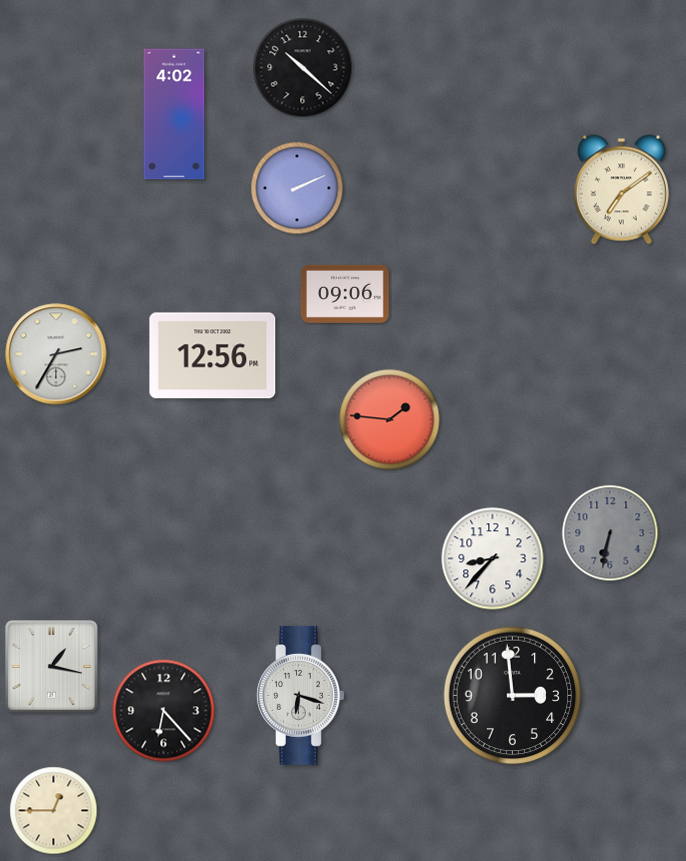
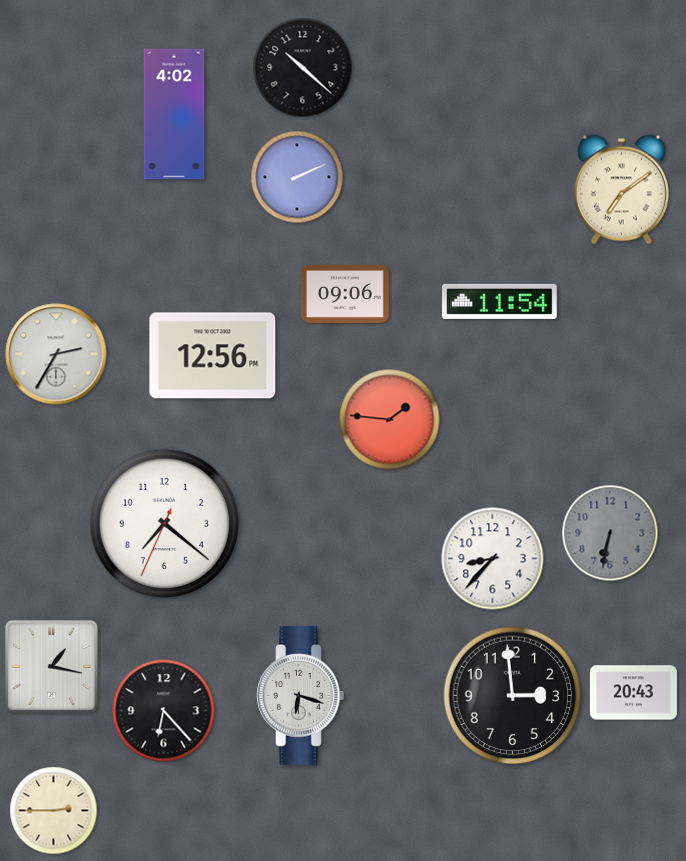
clock at (297, 188) position: (297, 188) -> (297, 177)
clock at (500, 301): none -> 11:54
clock at (164, 523): none -> 7:21
clock at (633, 693): none -> 20:43
clock at (54, 811): 12:45 -> 2:45
